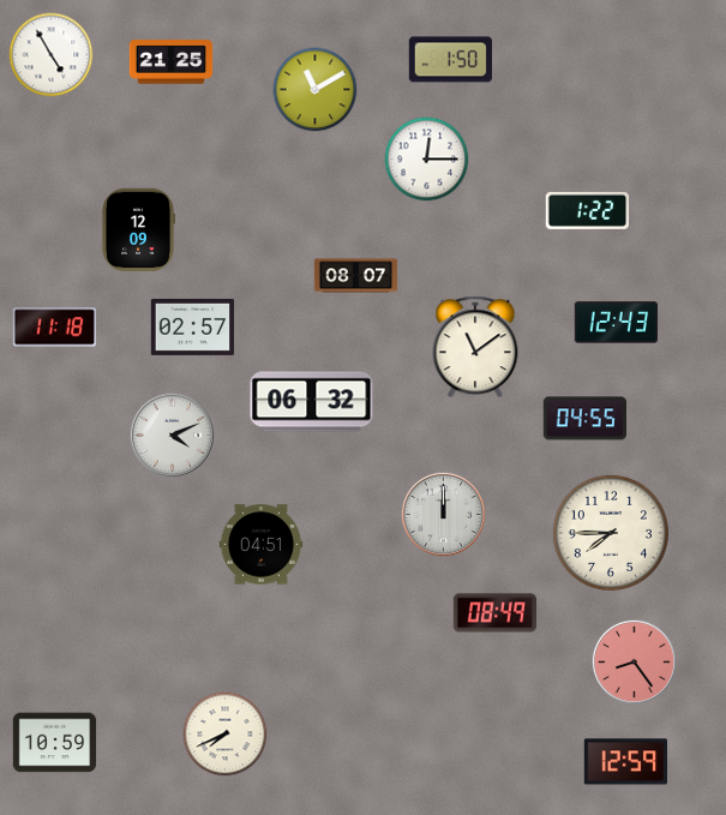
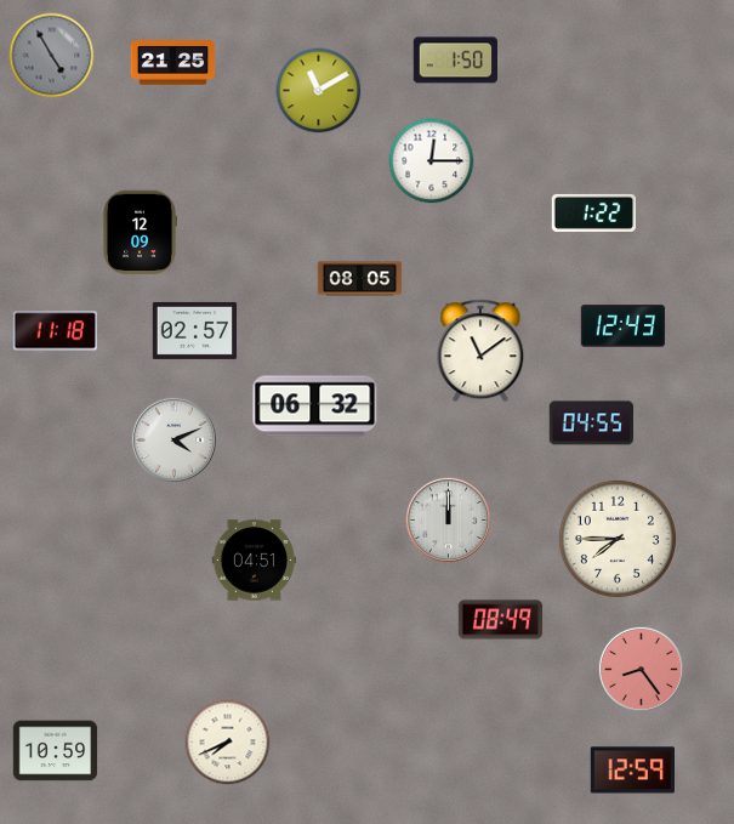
clock at (52, 55) dial: white -> grey
clock at (356, 276): 08:07 -> 08:05
clock at (262, 545) position: (262, 545) -> (255, 561)
